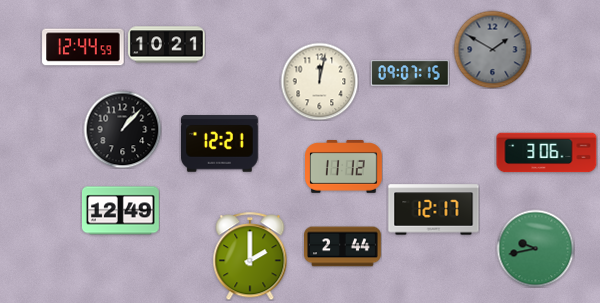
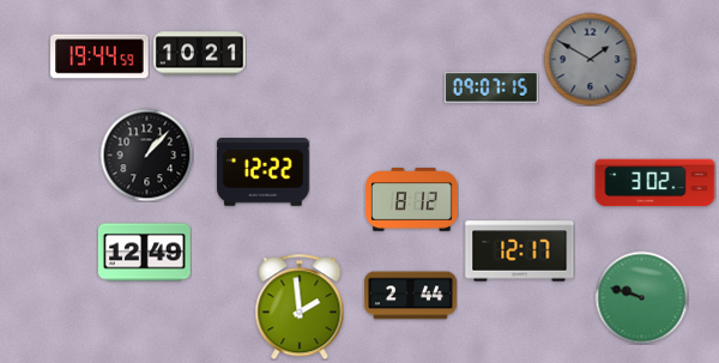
clock at (83, 47): 12:44 -> 19:44
clock at (319, 81): 12:02 -> none
clock at (219, 144): 12:21 -> 12:22
clock at (547, 153): 3:06 -> 3:02
clock at (344, 167): 11:12 -> 8:12
clock at (535, 248): 9:43 -> 9:48
clock at (250, 256): 2:00 -> 1:59
